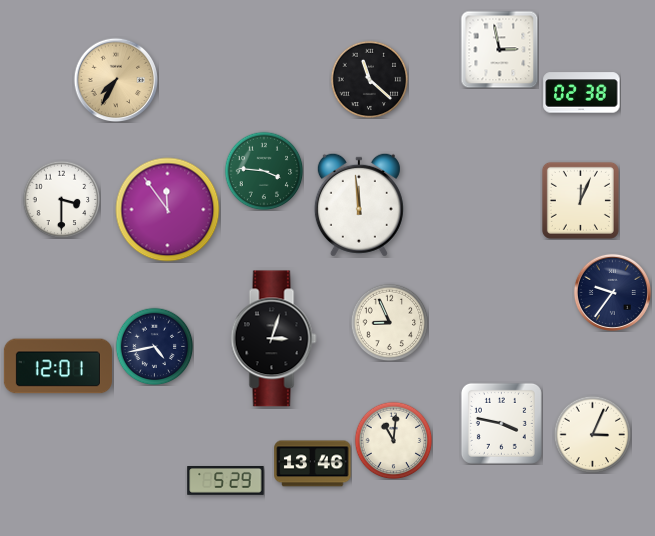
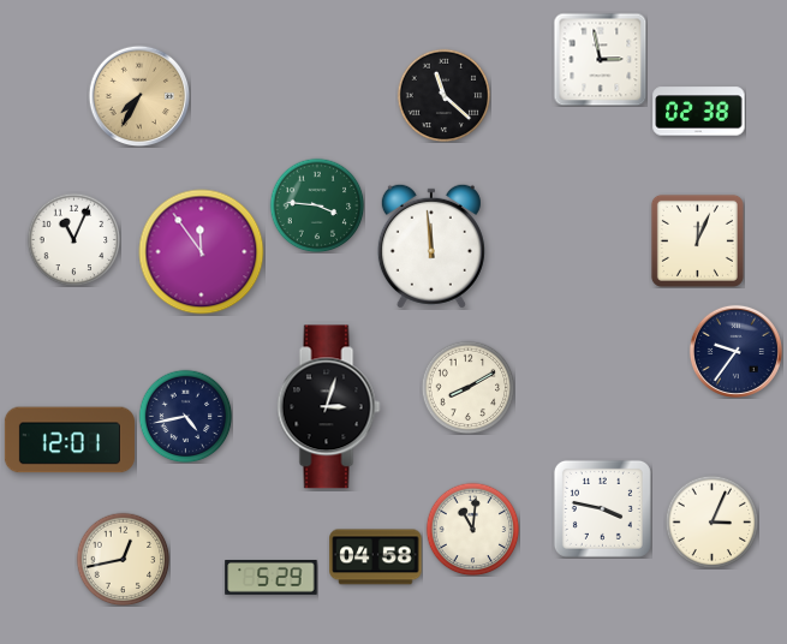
clock at (61, 199): 3:30 -> 11:04
clock at (389, 322): 8:56 -> 8:10
clock at (313, 464): 13:46 -> 04:58
clock at (123, 559): none -> 12:43
